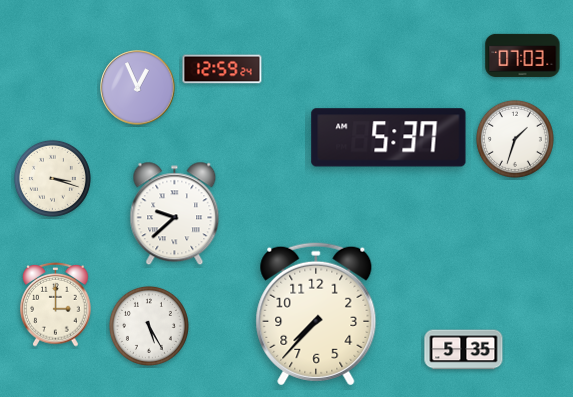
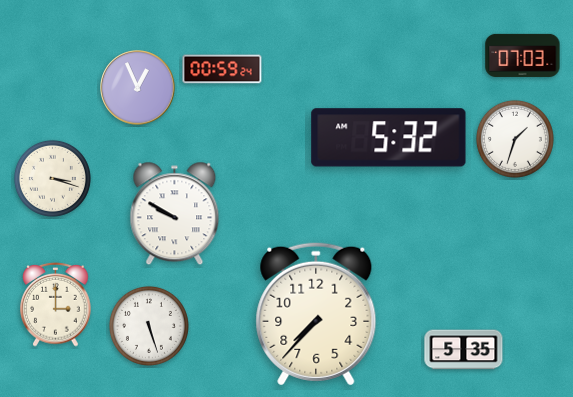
clock at (222, 69): 12:59 -> 00:59
clock at (389, 138): 5:37 -> 5:32
clock at (175, 214): 9:38 -> 9:50
clock at (149, 326): 5:25 -> 5:27
